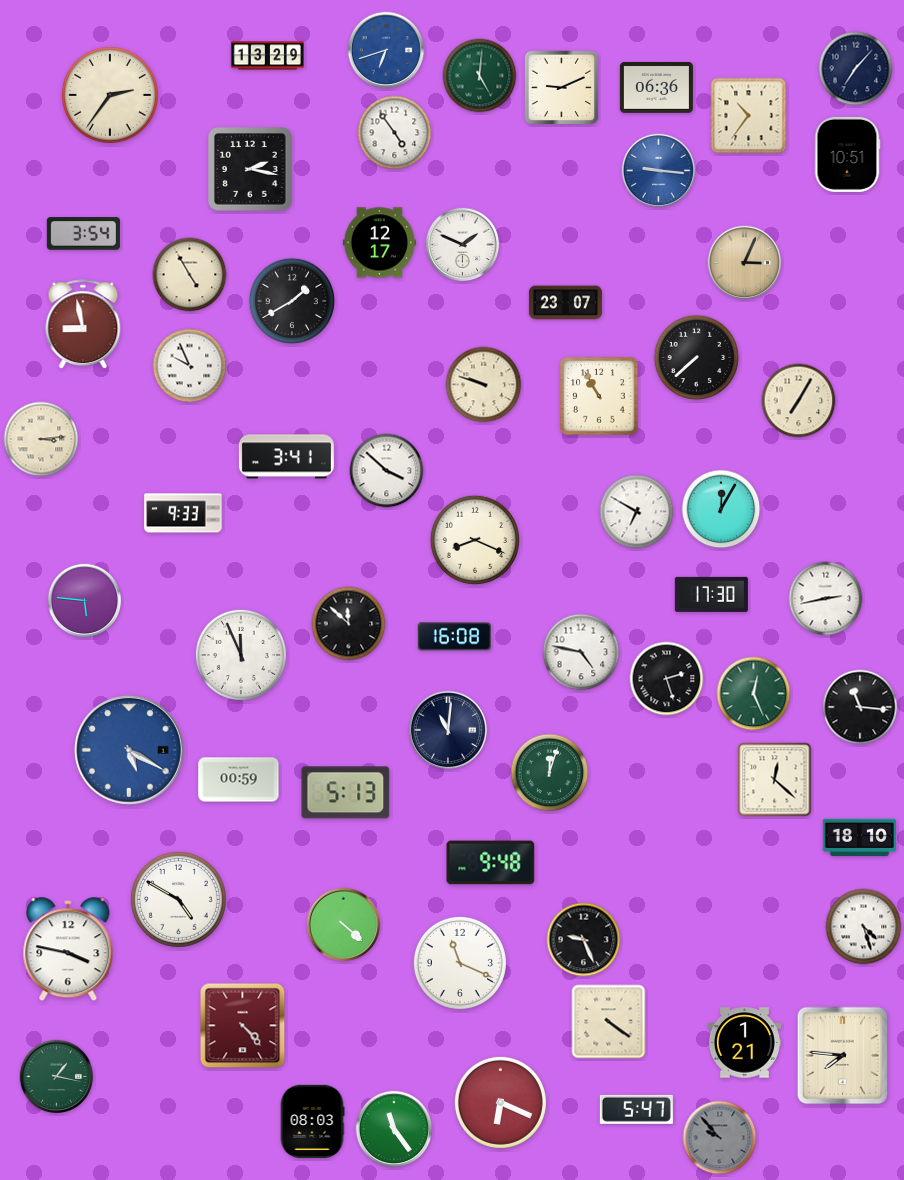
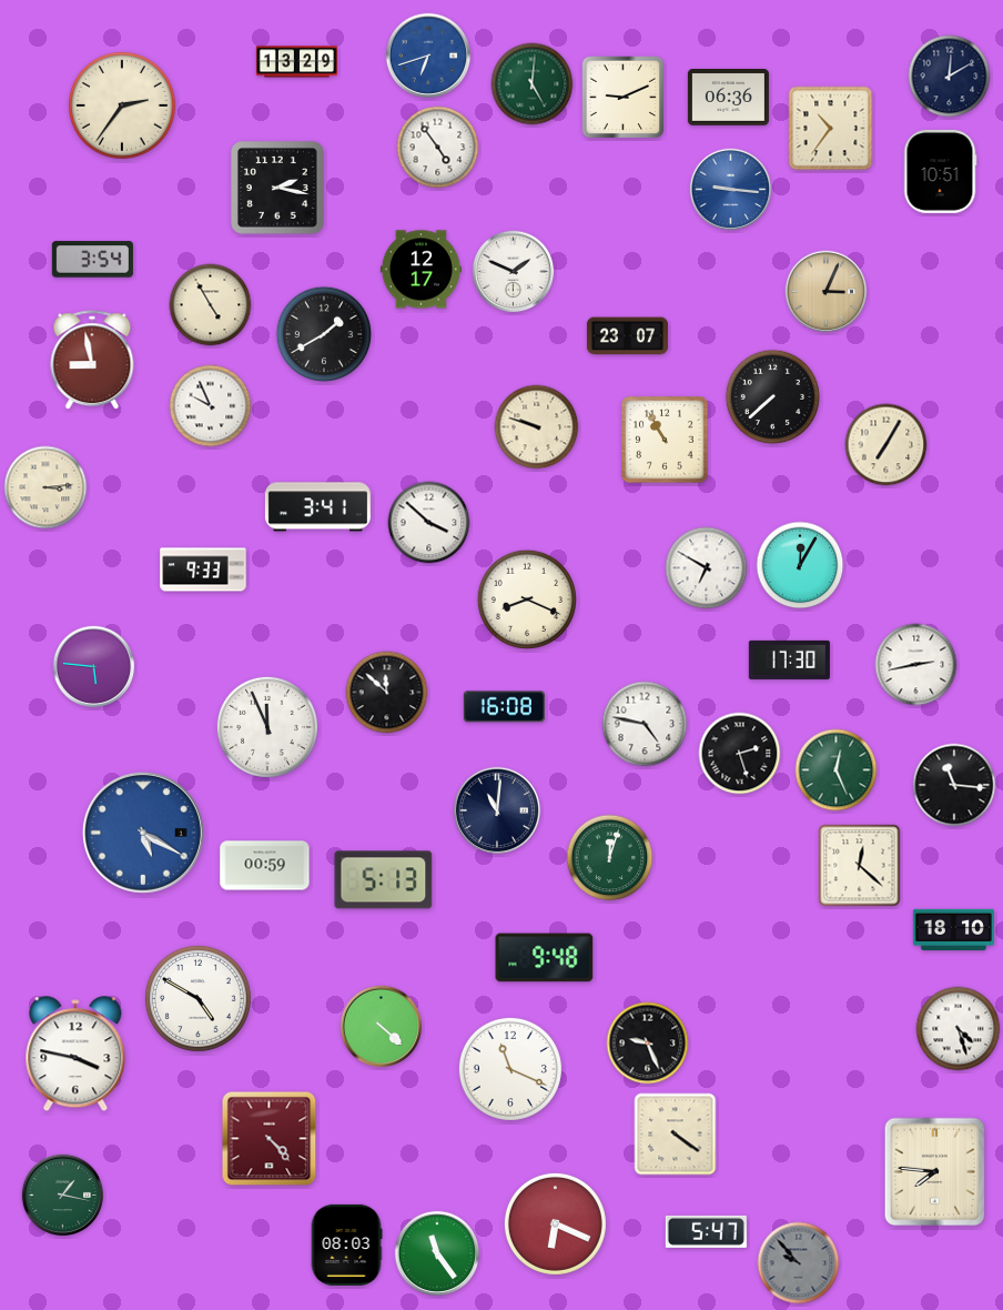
clock at (856, 69): 7:07 -> 12:10
clock at (744, 1043): 1:21 -> none
